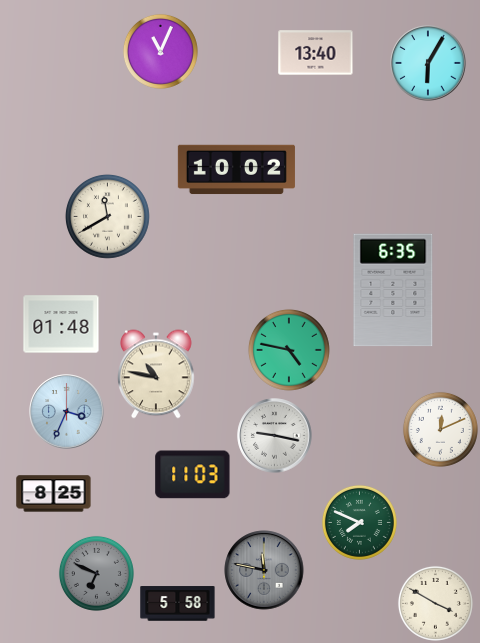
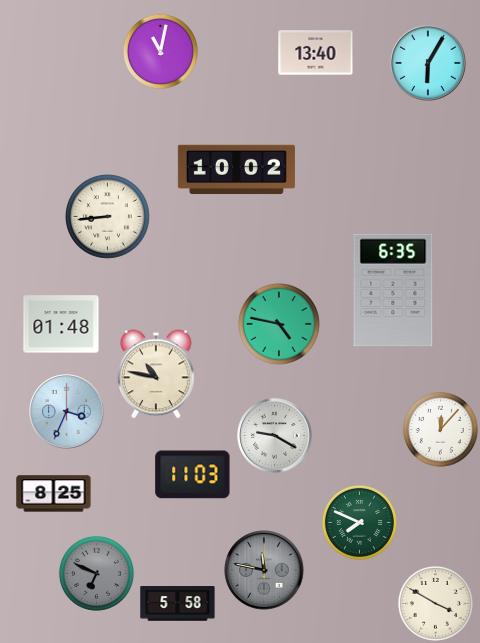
clock at (160, 51): 11:04 -> 11:02
clock at (108, 217): 11:40 -> 8:44
clock at (289, 350) position: (289, 350) -> (279, 324)
clock at (440, 429): 12:11 -> 12:07
clock at (275, 436): 9:17 -> 9:20
